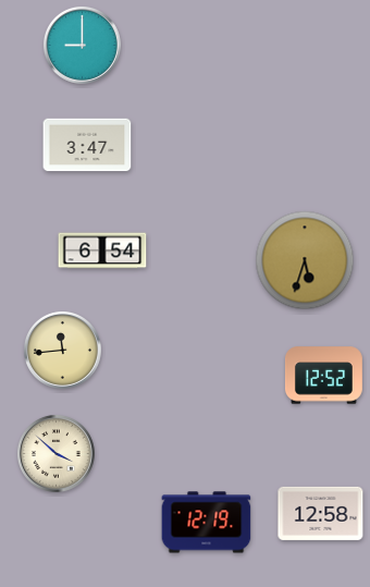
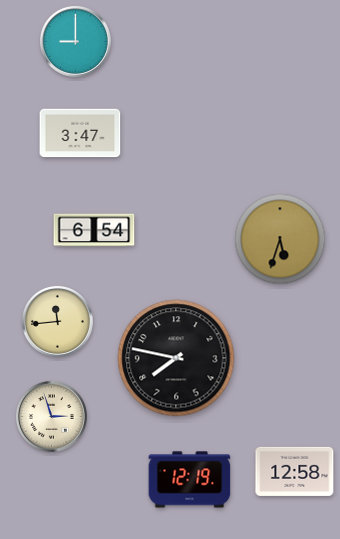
clock at (323, 376): 12:52 -> none
clock at (176, 358): none -> 7:47
clock at (55, 453): 3:52 -> 2:57
